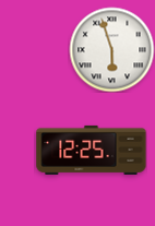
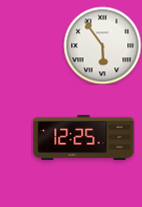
clock at (111, 49): 5:57 -> 5:54
